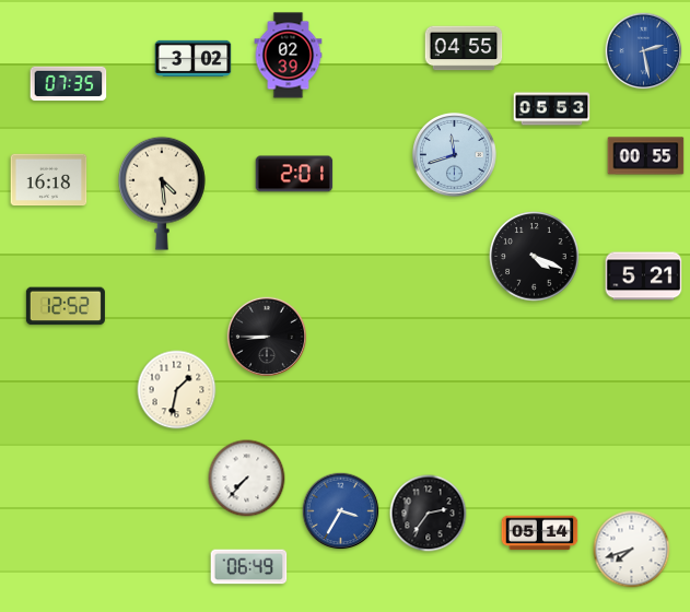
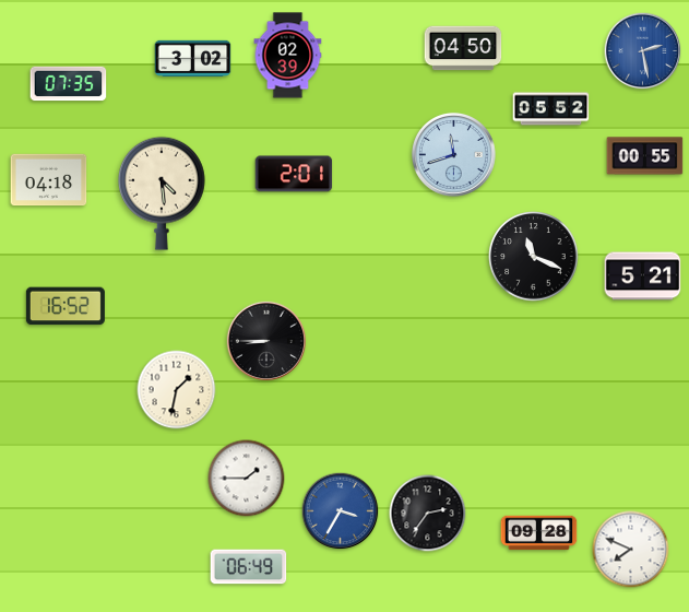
clock at (464, 48): 04:55 -> 04:50
clock at (552, 109): 05:53 -> 05:52
clock at (49, 180): 16:18 -> 04:18
clock at (535, 257): 4:19 -> 11:19
clock at (66, 306): 12:52 -> 16:52
clock at (266, 336) position: (266, 336) -> (265, 340)
clock at (247, 479): 7:37 -> 1:45
clock at (540, 533): 05:14 -> 09:28
clock at (632, 550): 7:42 -> 7:49
